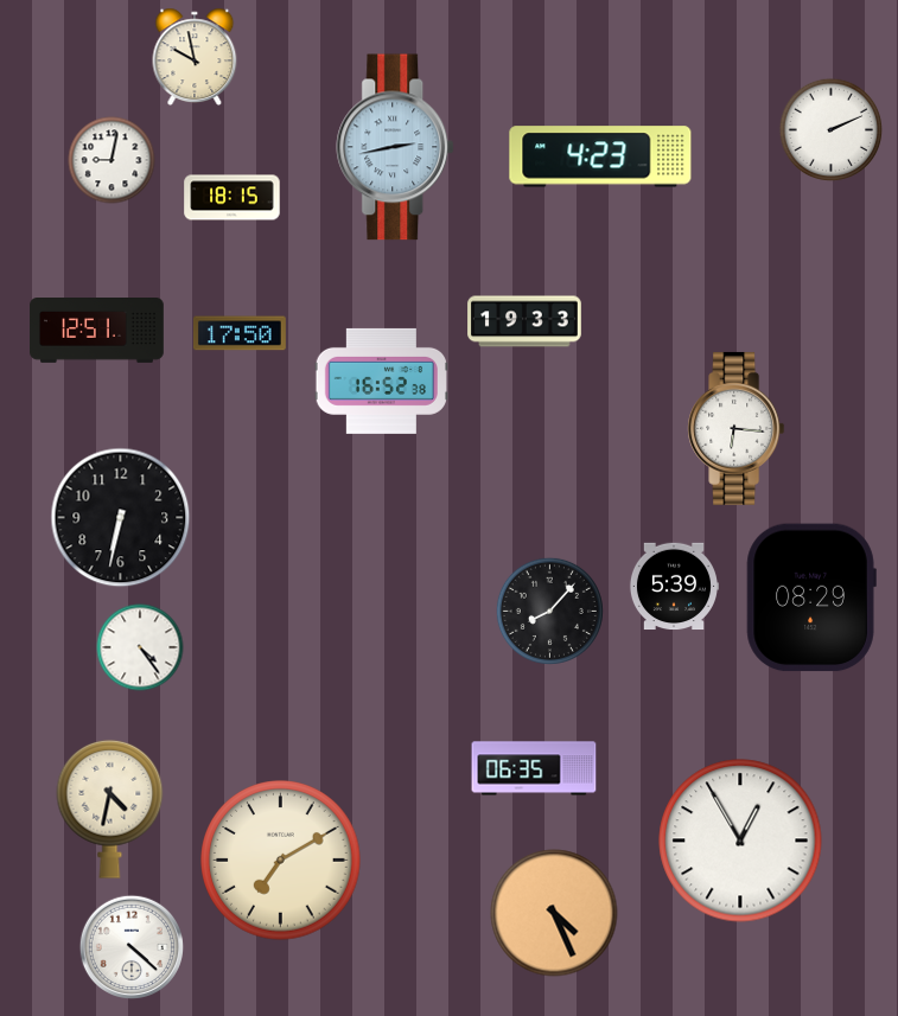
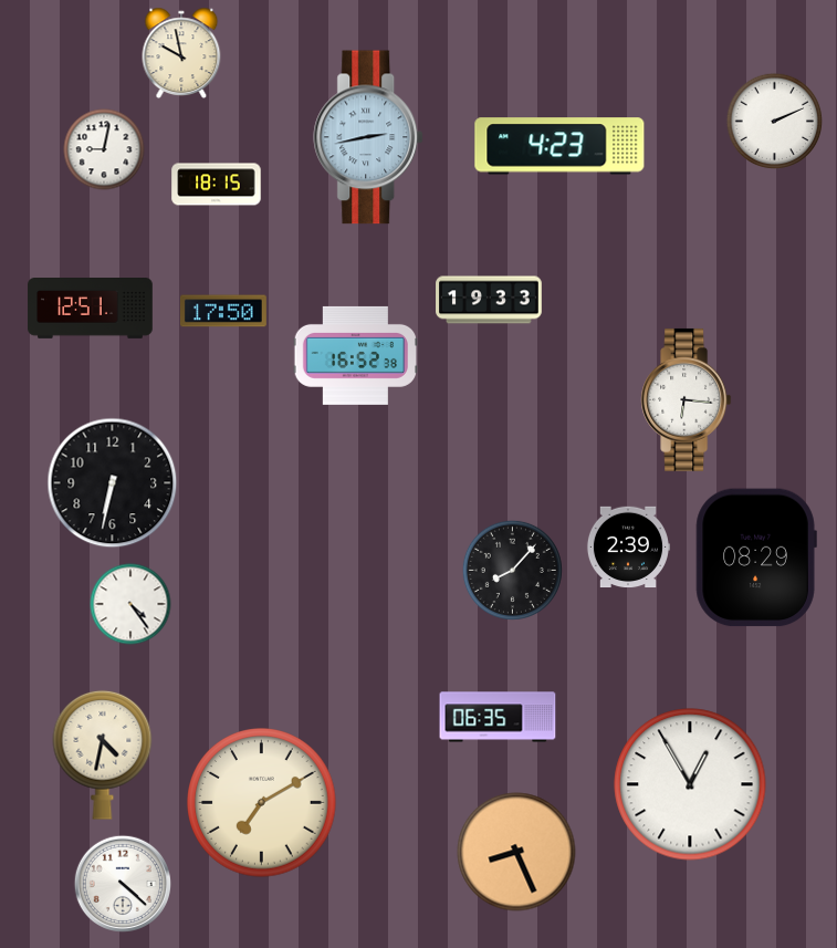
clock at (673, 587): 5:39 -> 2:39
clock at (554, 913): 4:26 -> 8:26
